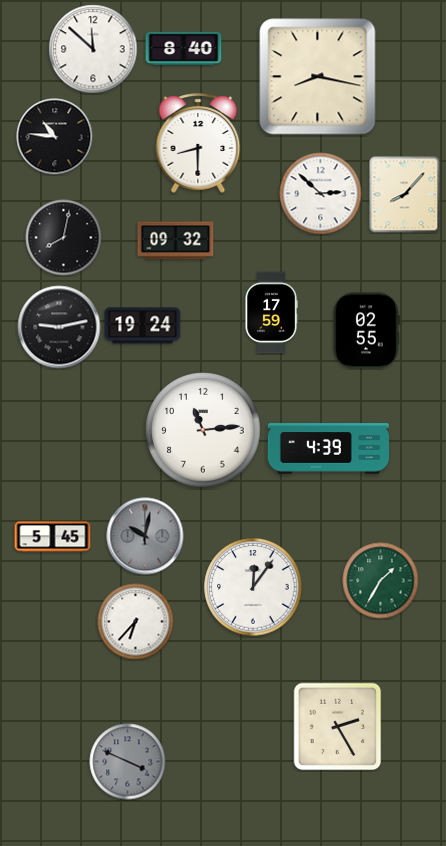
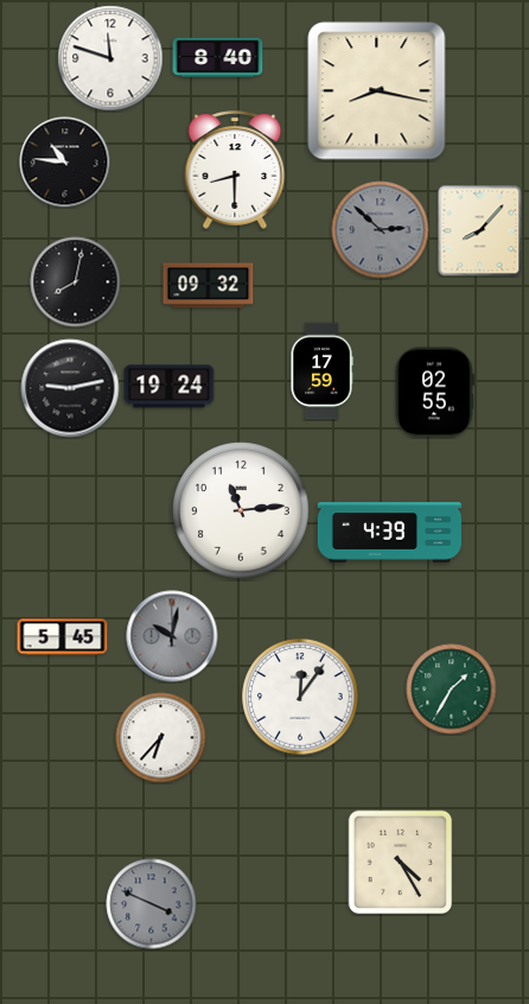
clock at (93, 49): 11:52 -> 11:48
clock at (321, 194) dial: white -> grey
clock at (338, 727): 2:25 -> 4:25
